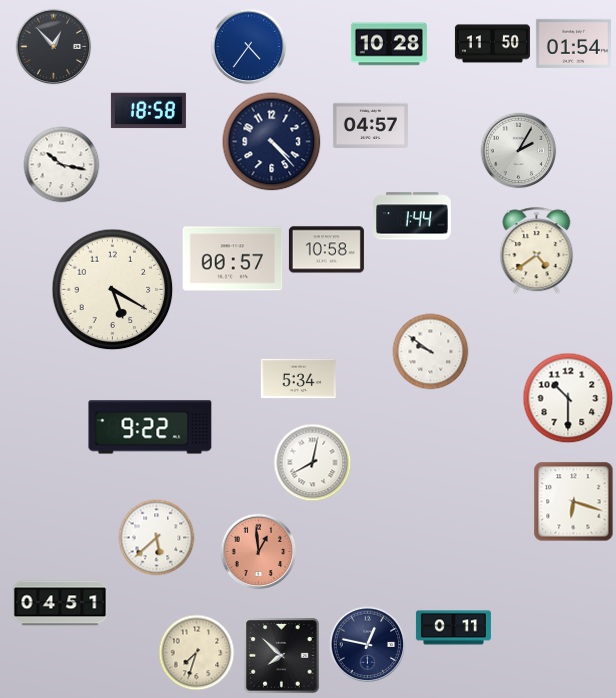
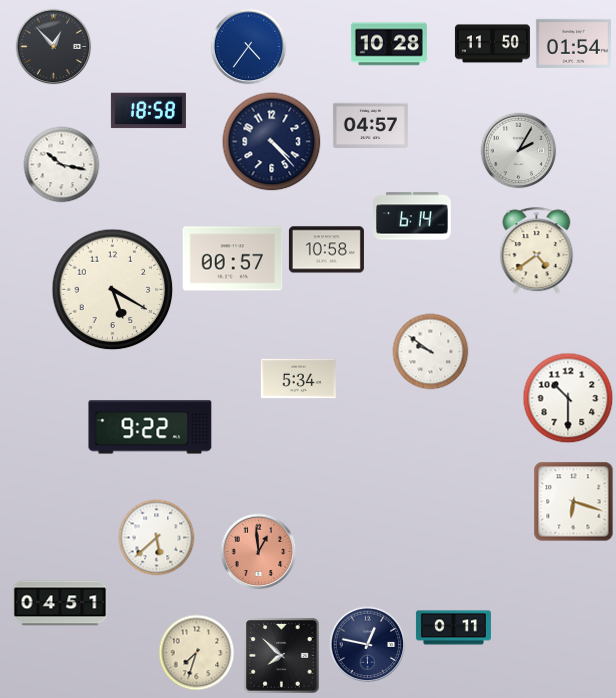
clock at (413, 216): 1:44 -> 6:14
clock at (313, 463): 8:02 -> none
